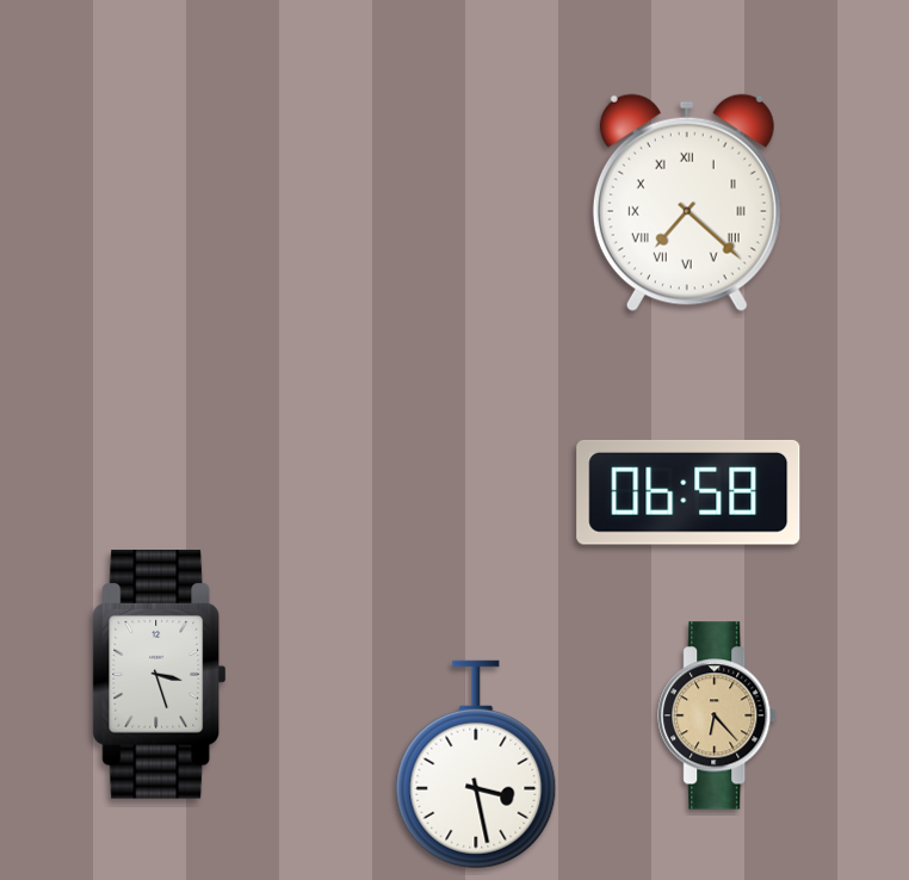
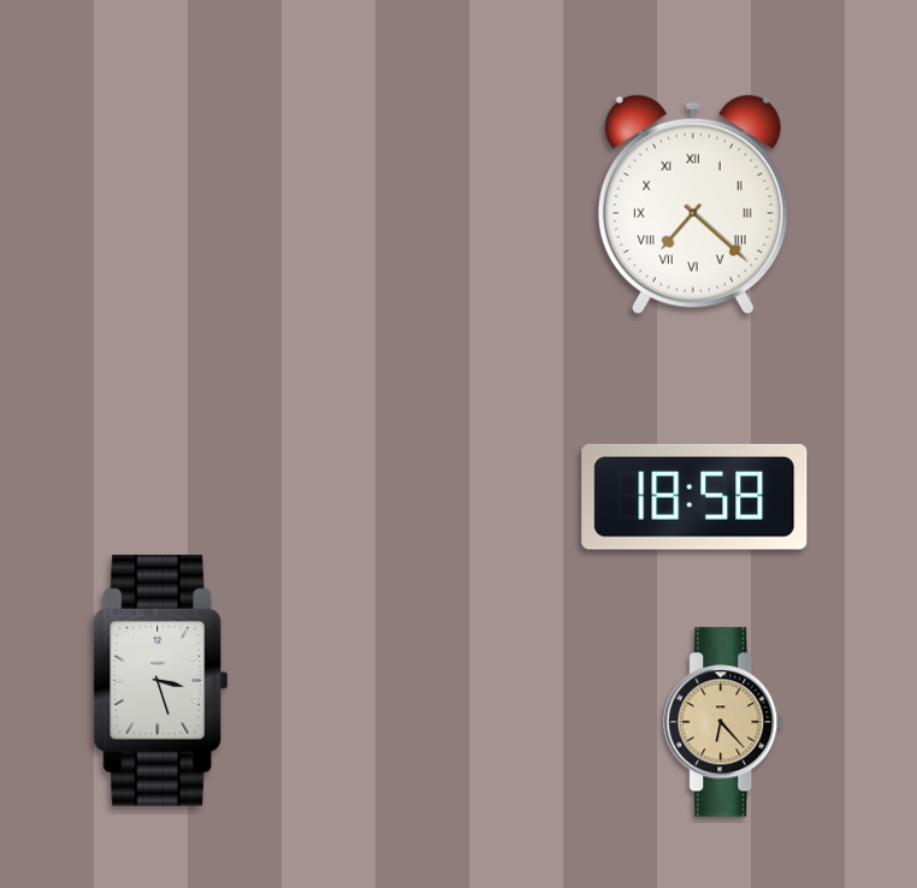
clock at (688, 492): 06:58 -> 18:58
clock at (476, 764): 3:28 -> none
